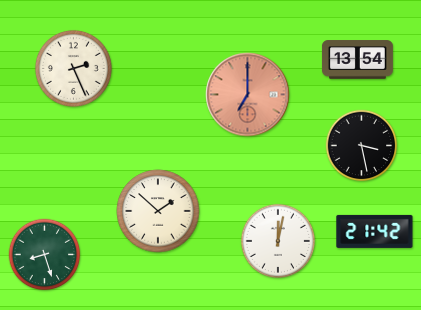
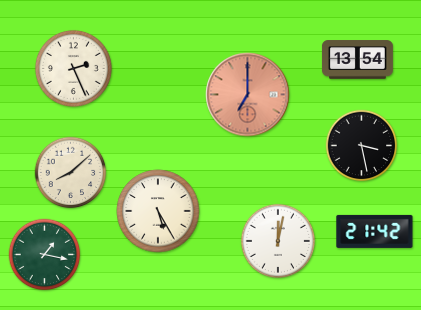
clock at (71, 173): none -> 8:08
clock at (158, 211): 1:52 -> 5:25
clock at (45, 255): 8:27 -> 1:17
